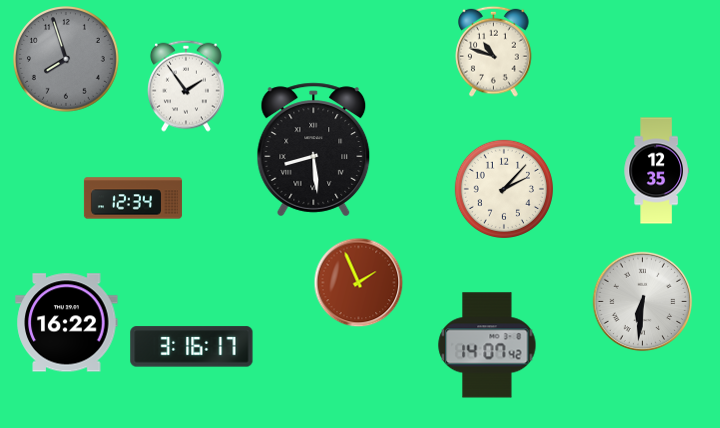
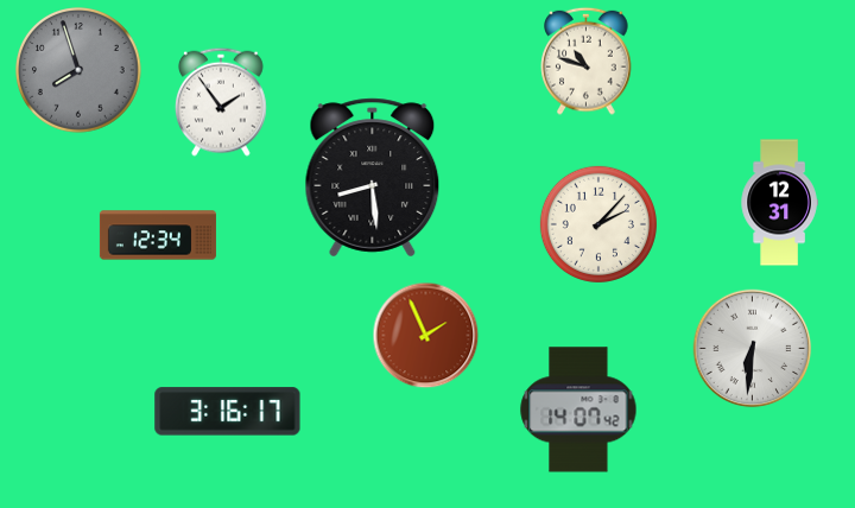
clock at (656, 171): 12:35 -> 12:31
clock at (643, 302) position: (643, 302) -> (753, 349)
clock at (67, 323): 16:22 -> none
